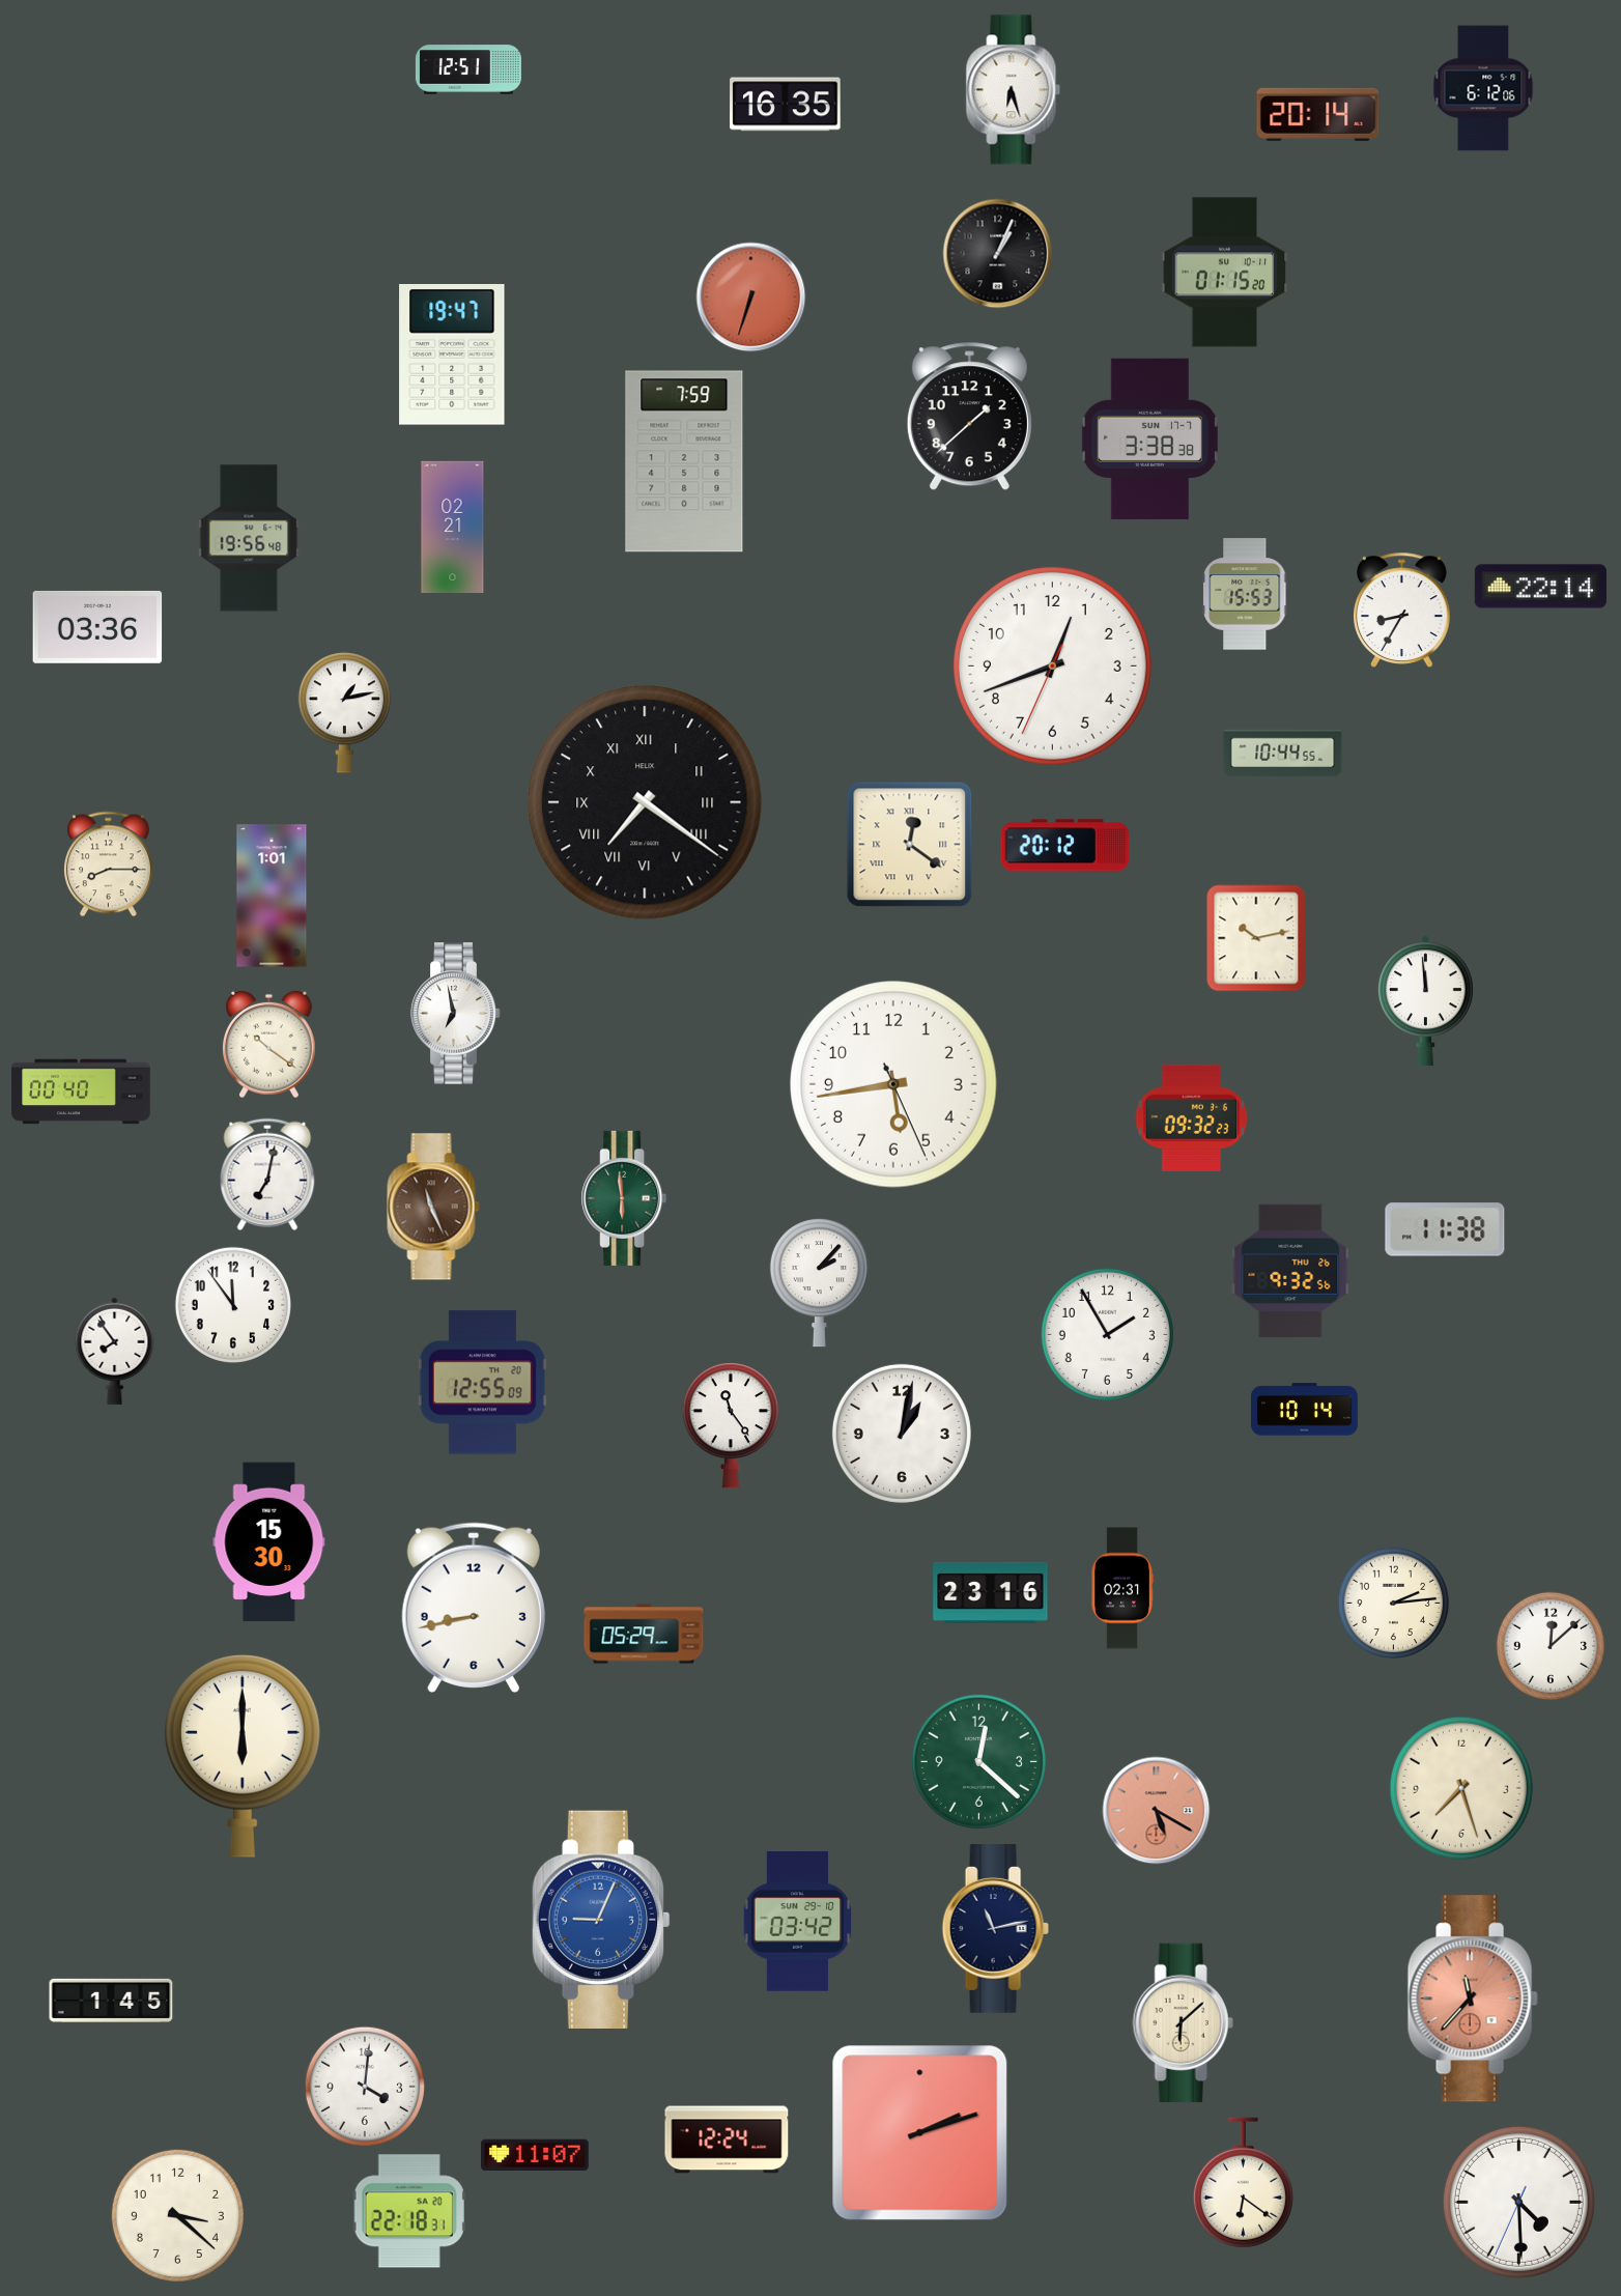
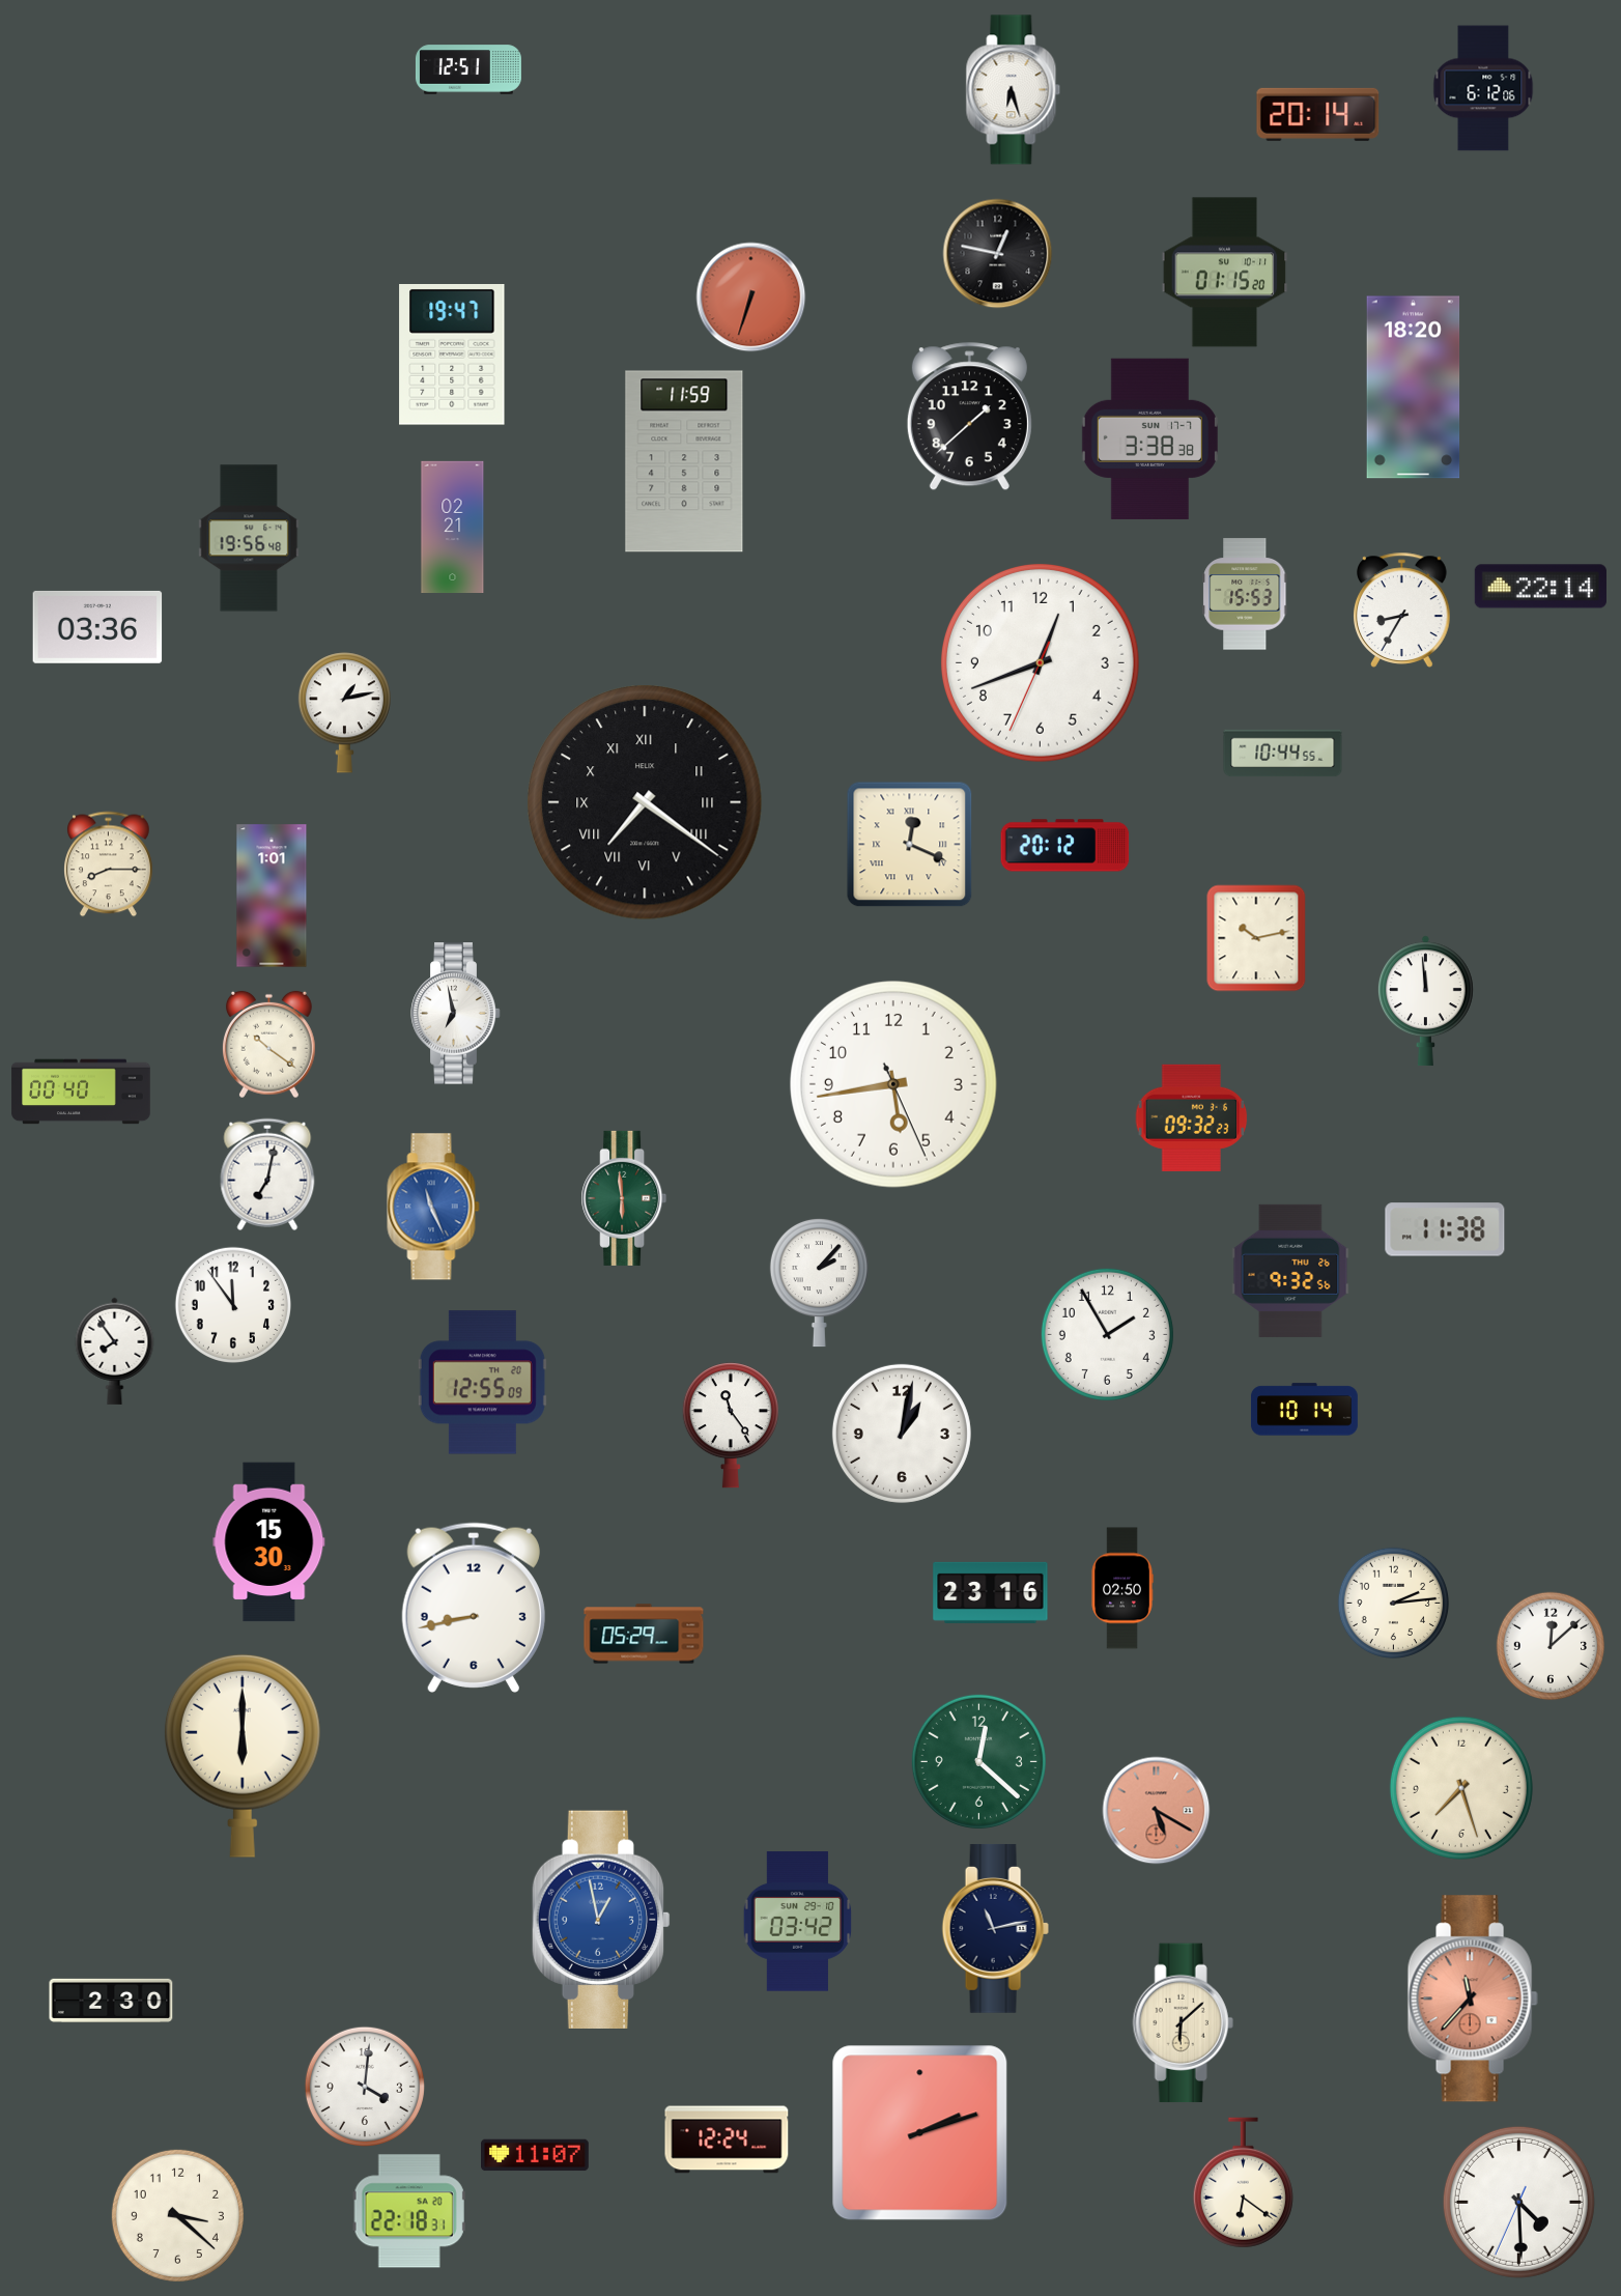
clock at (786, 105): 16:35 -> none
clock at (998, 254): 1:04 -> 12:47
clock at (1414, 388): none -> 18:20
clock at (684, 461): 7:59 -> 11:59
clock at (1052, 665) position: (1052, 665) -> (1040, 662)
clock at (910, 845): 12:21 -> 12:19
clock at (433, 1207) dial: brown -> blue
clock at (1122, 1588): 02:31 -> 02:50
clock at (601, 1919): 9:04 -> 12:58
clock at (111, 2001): 1:45 -> 2:30
